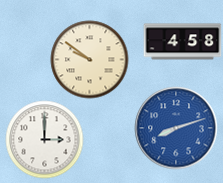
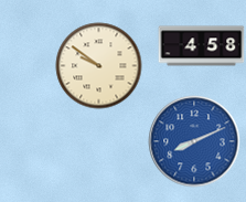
clock at (176, 128): 8:12 -> 8:11
clock at (44, 139): 3:00 -> none
